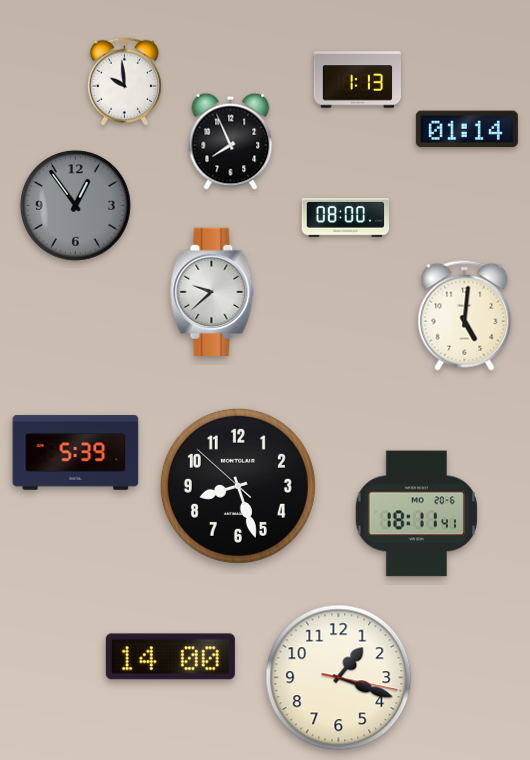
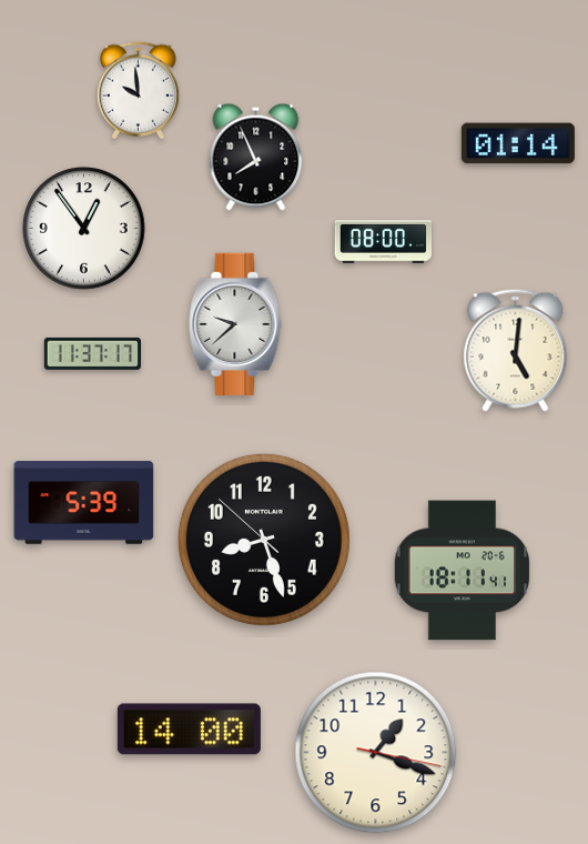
clock at (357, 80): 1:13 -> none
clock at (76, 206) dial: grey -> white
clock at (92, 353): none -> 11:37
